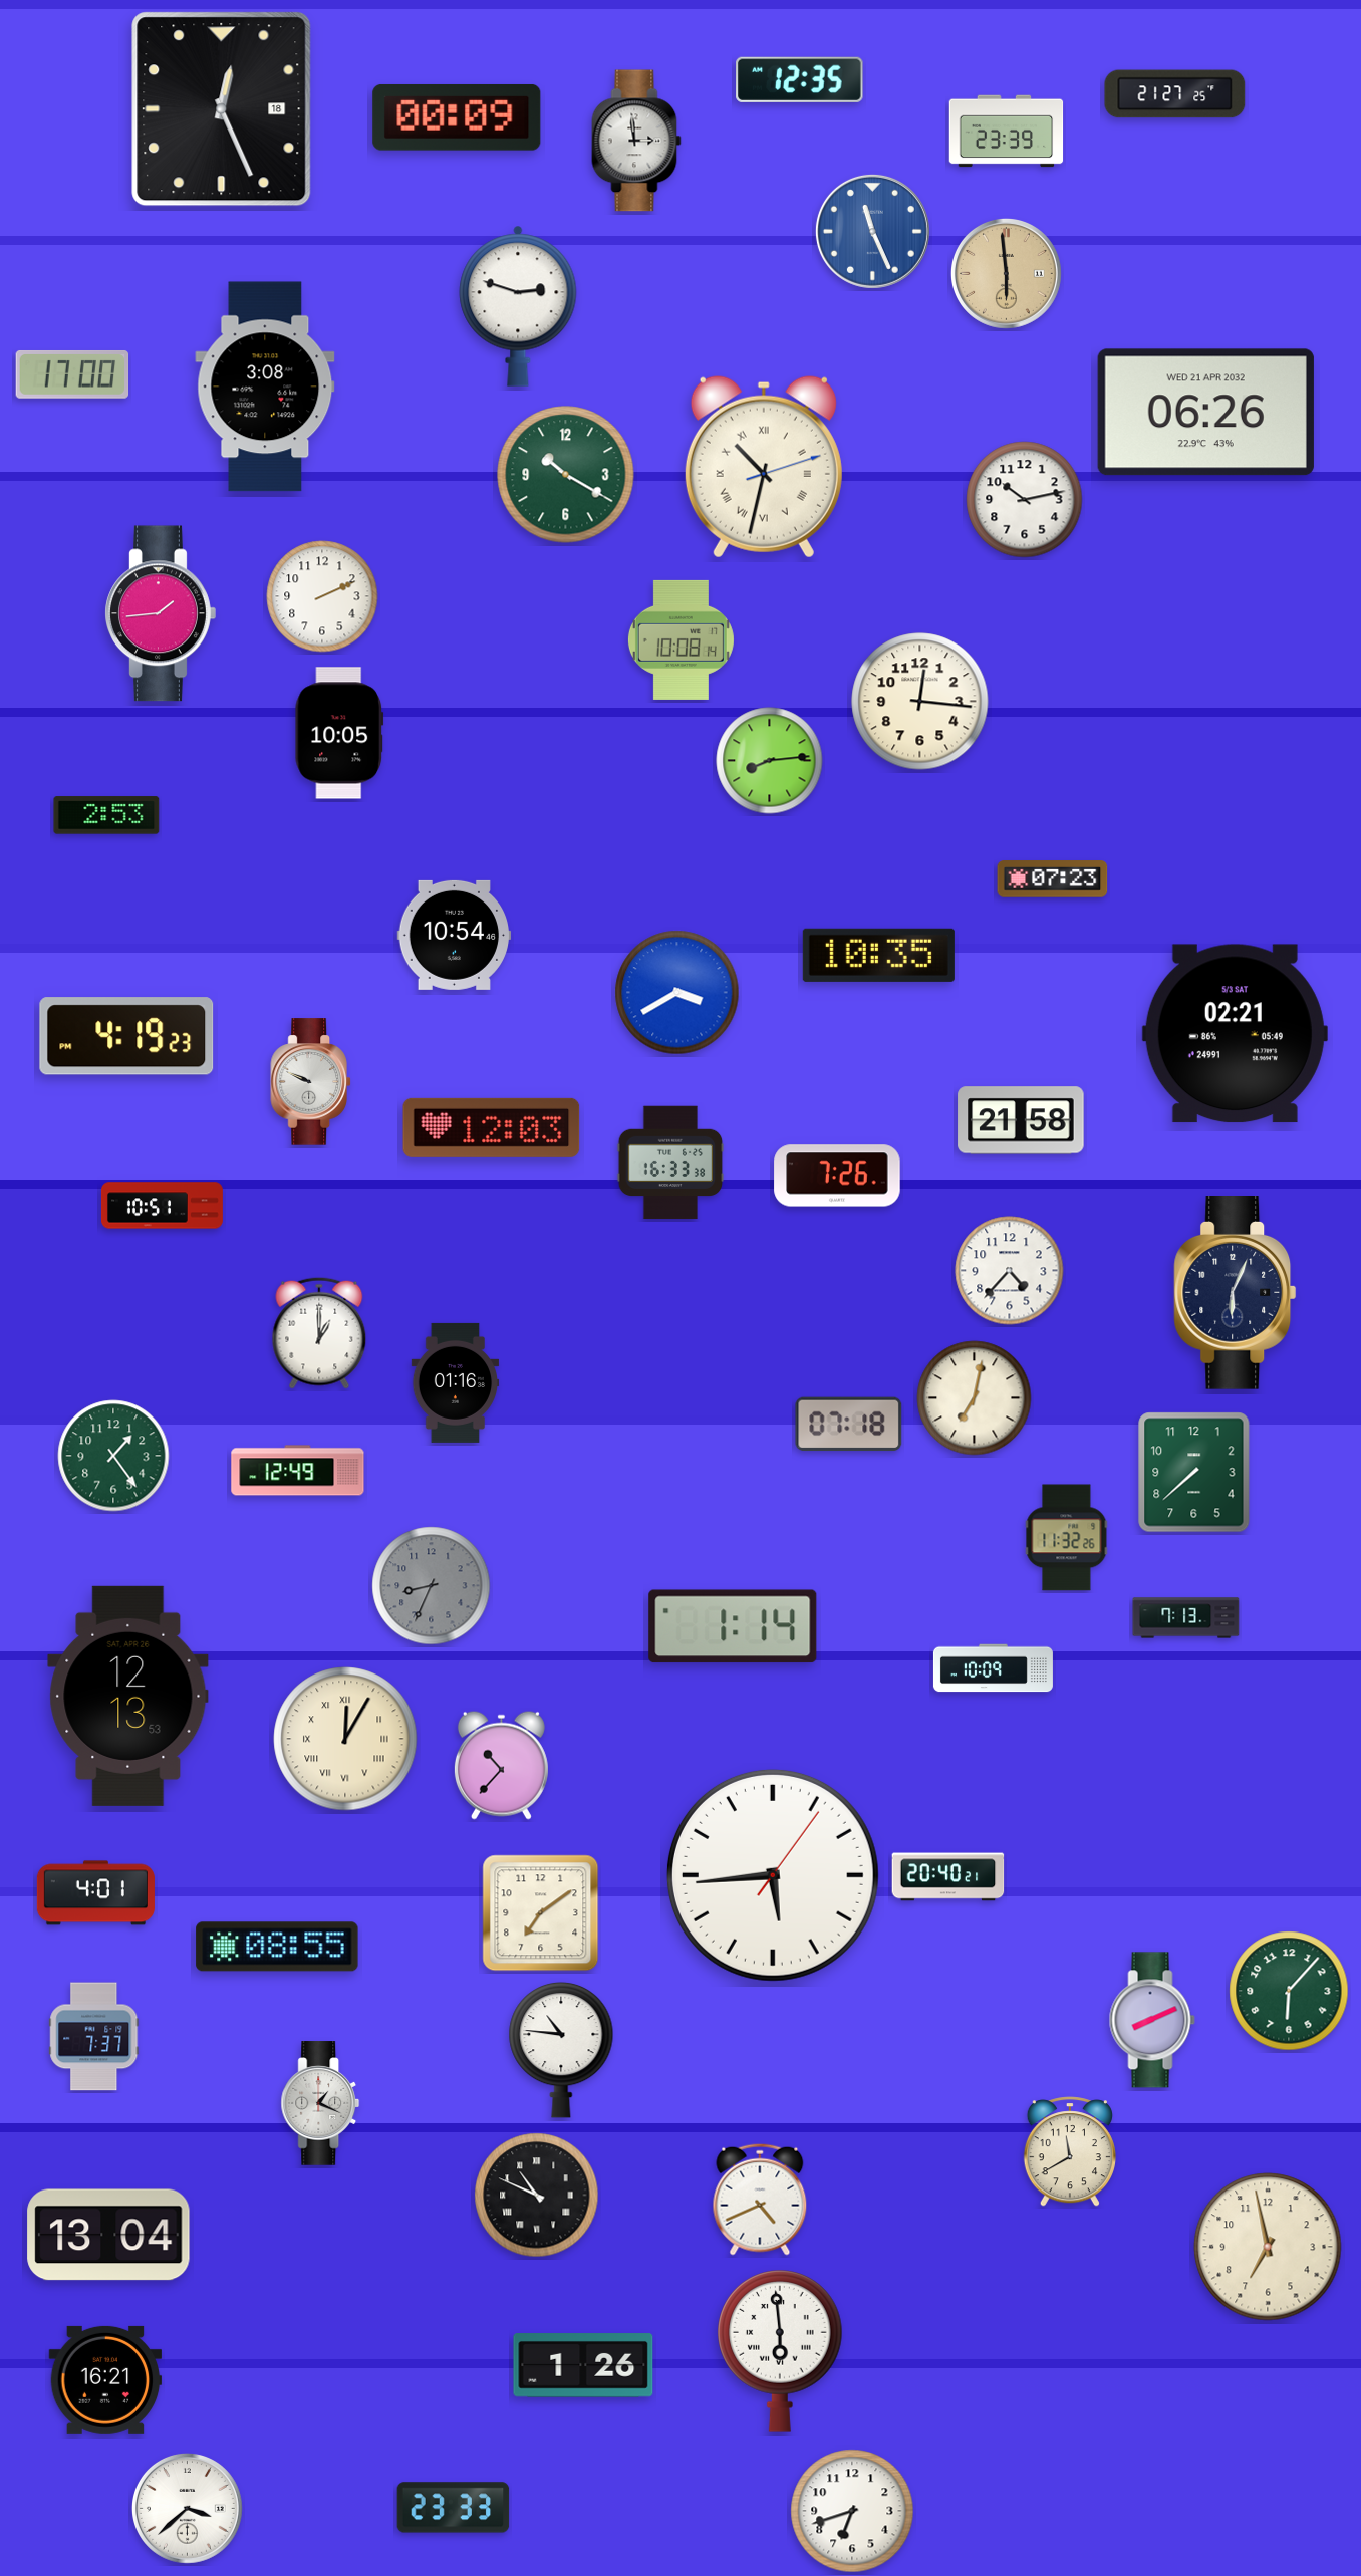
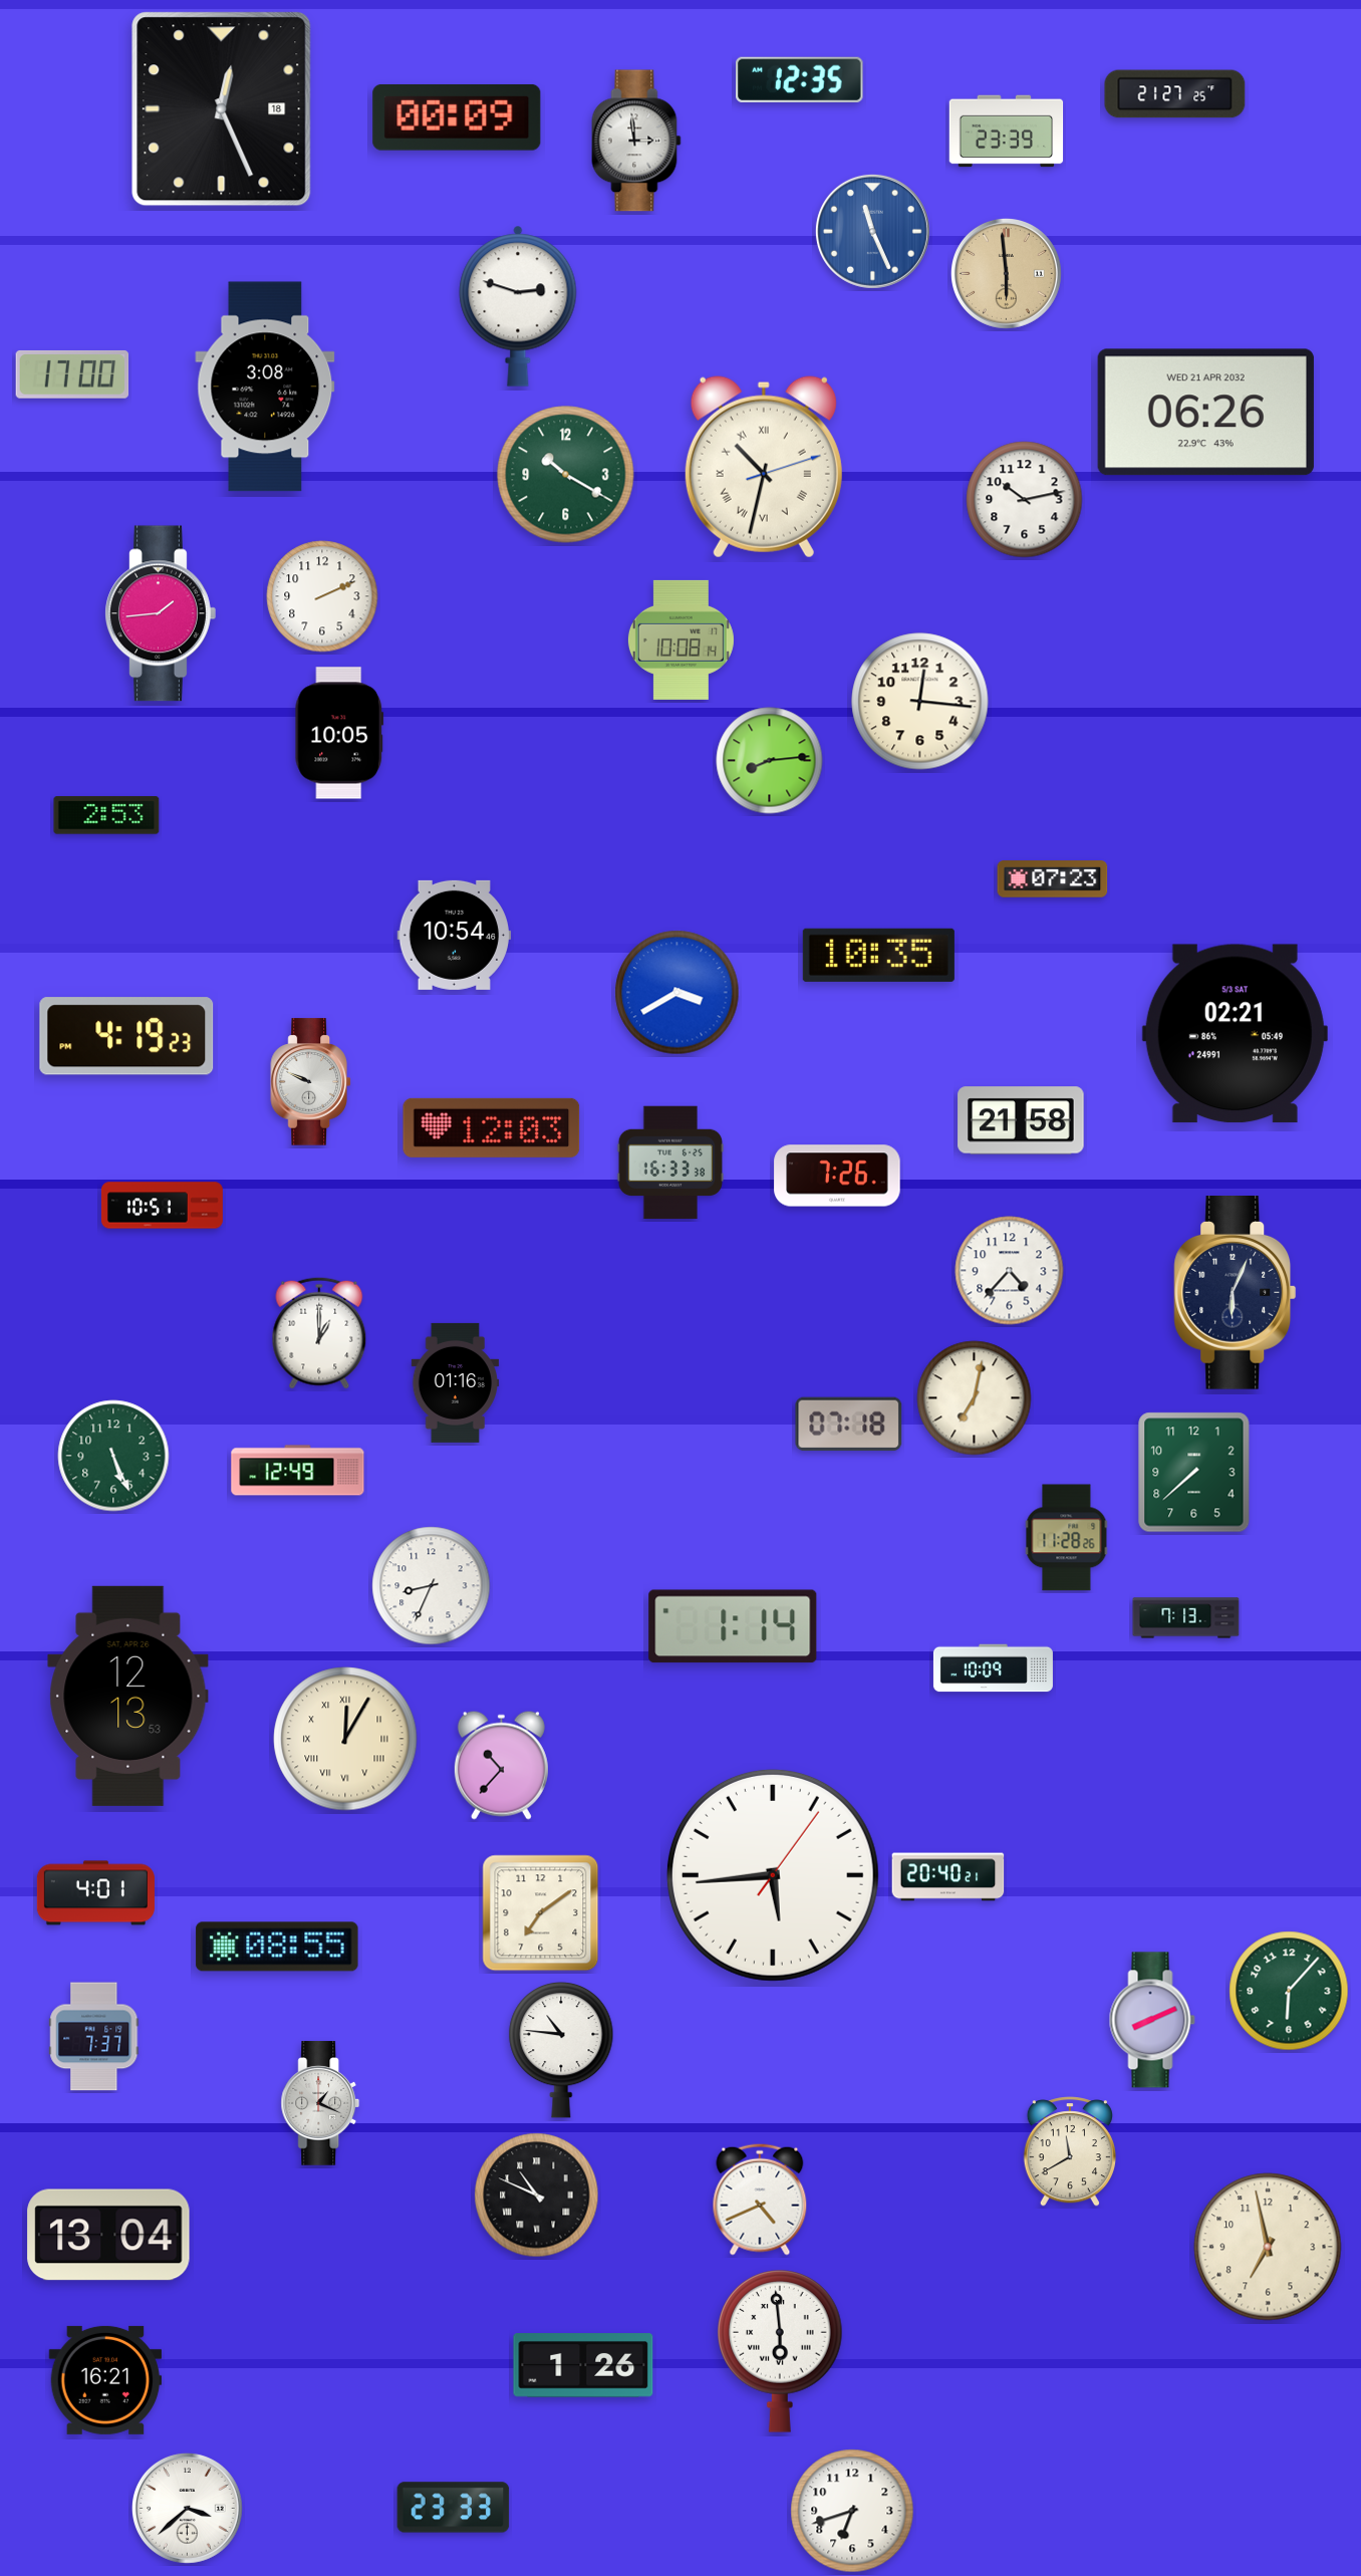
clock at (113, 1456): 1:24 -> 5:26
clock at (1067, 1538): 11:32 -> 11:28
clock at (432, 1586) dial: grey -> white
